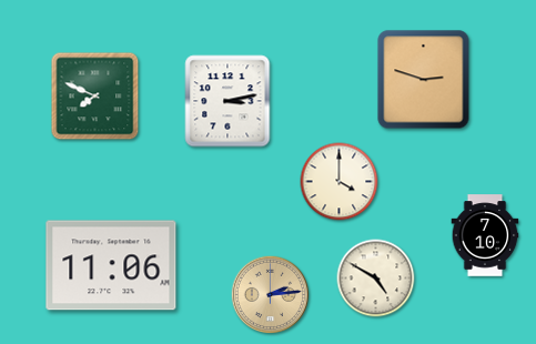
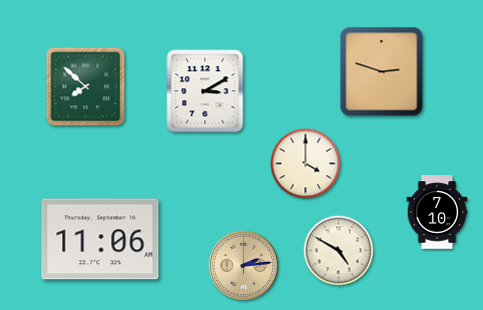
clock at (95, 97): 7:49 -> 7:52
clock at (227, 101): 3:13 -> 3:10
